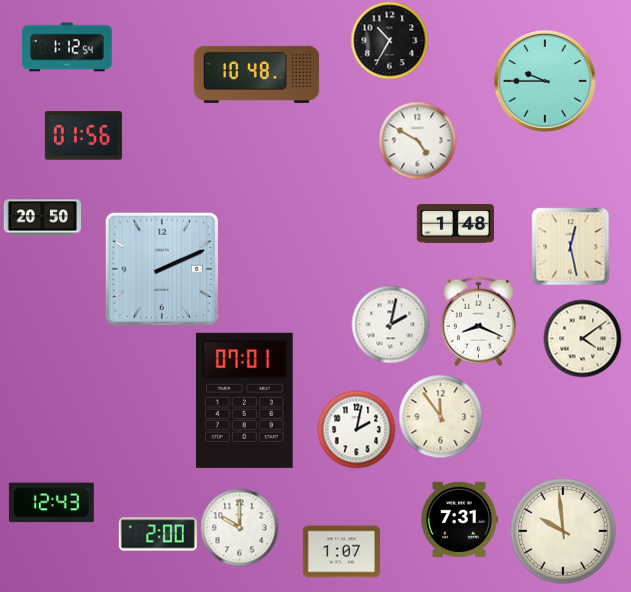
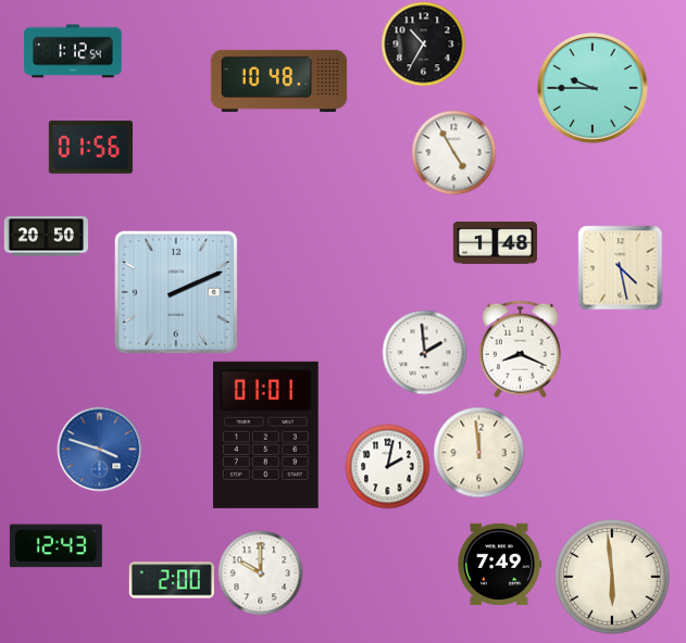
clock at (417, 140): 4:50 -> 4:55
clock at (570, 246): 12:28 -> 4:28
clock at (390, 324): 2:02 -> 1:59
clock at (582, 338): 4:09 -> none
clock at (244, 400): 07:01 -> 01:01
clock at (99, 449): none -> 3:48
clock at (440, 416): 11:54 -> 11:59
clock at (459, 520): 7:31 -> 7:49
clock at (563, 531): 9:59 -> 5:59
clock at (341, 552): 1:07 -> none
